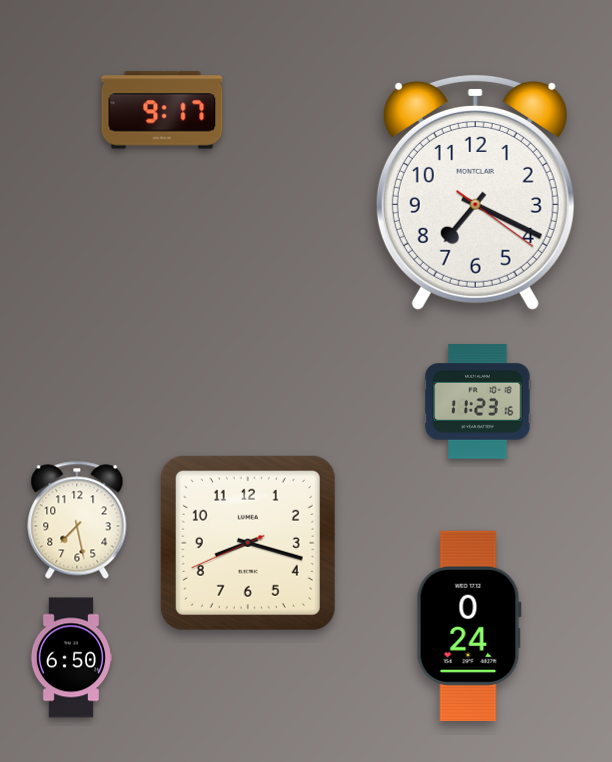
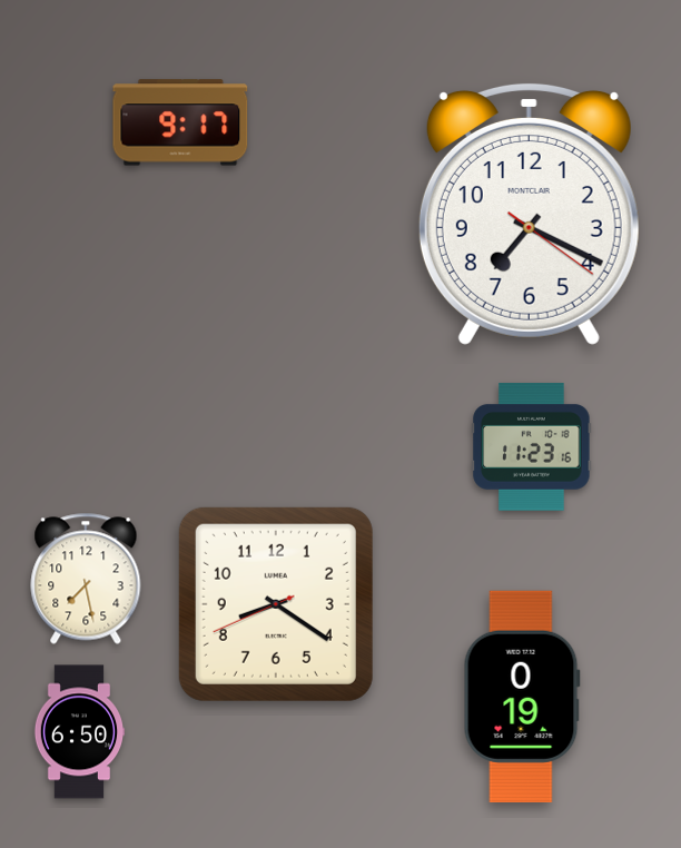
clock at (248, 543): 8:17 -> 8:20
clock at (469, 626): 0:24 -> 0:19
